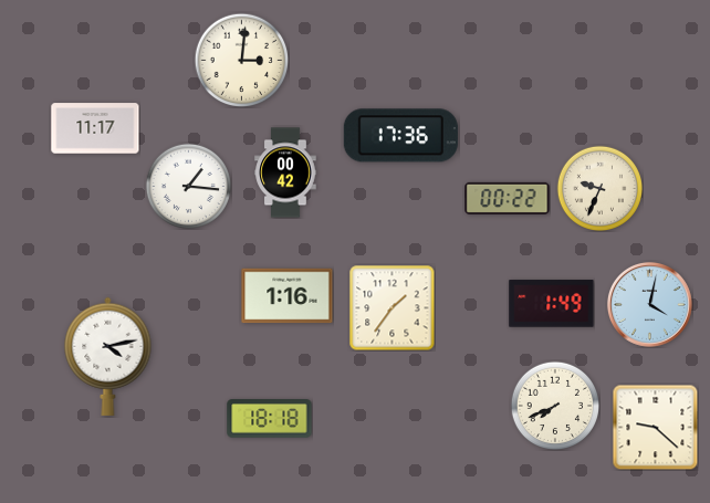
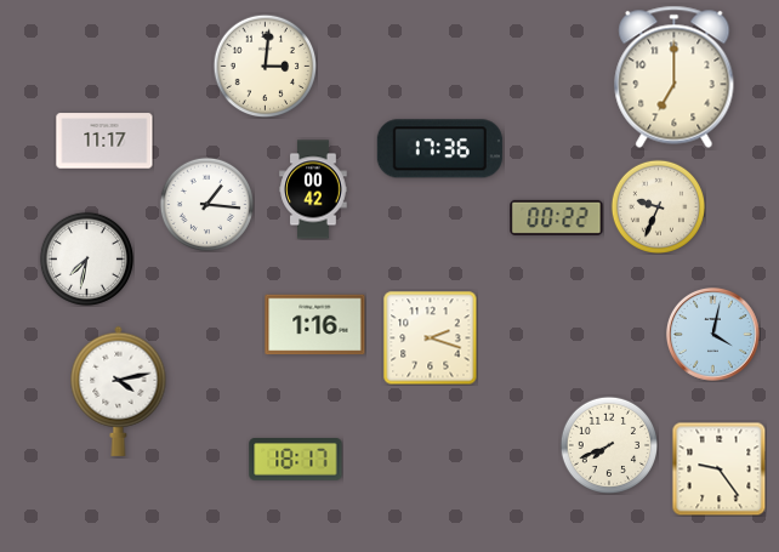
clock at (675, 76): none -> 7:00
clock at (86, 258): none -> 7:32
clock at (552, 304): 1:49 -> none
clock at (391, 307): 1:36 -> 2:18
clock at (270, 419): 18:18 -> 18:17
clock at (655, 427): 9:22 -> 9:24
